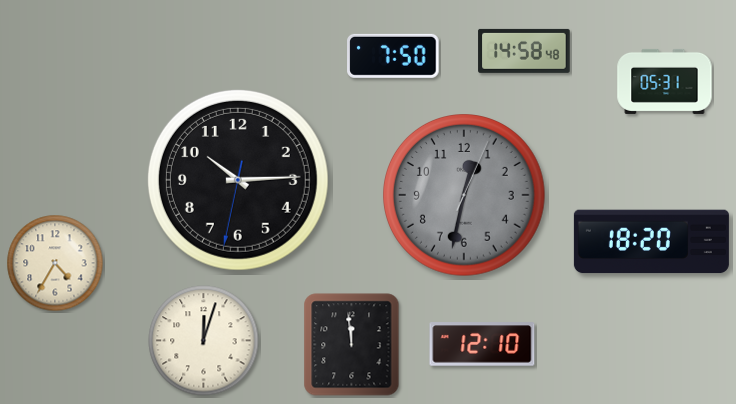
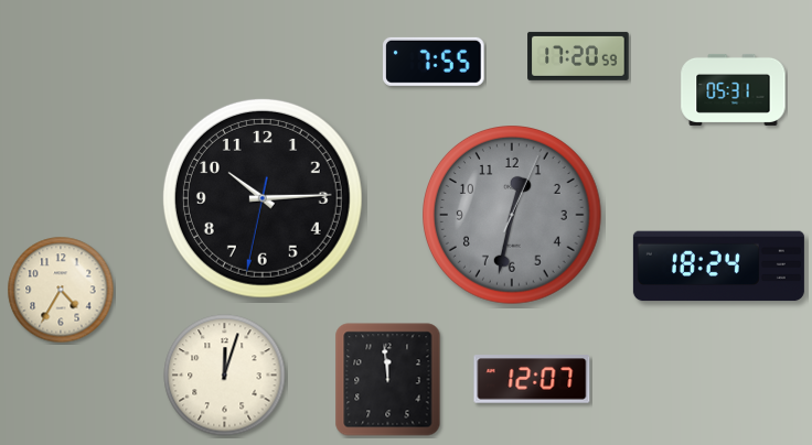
clock at (524, 51): 14:58 -> 17:20
clock at (393, 56): 7:50 -> 7:55
clock at (651, 242): 18:20 -> 18:24
clock at (482, 344): 12:10 -> 12:07
